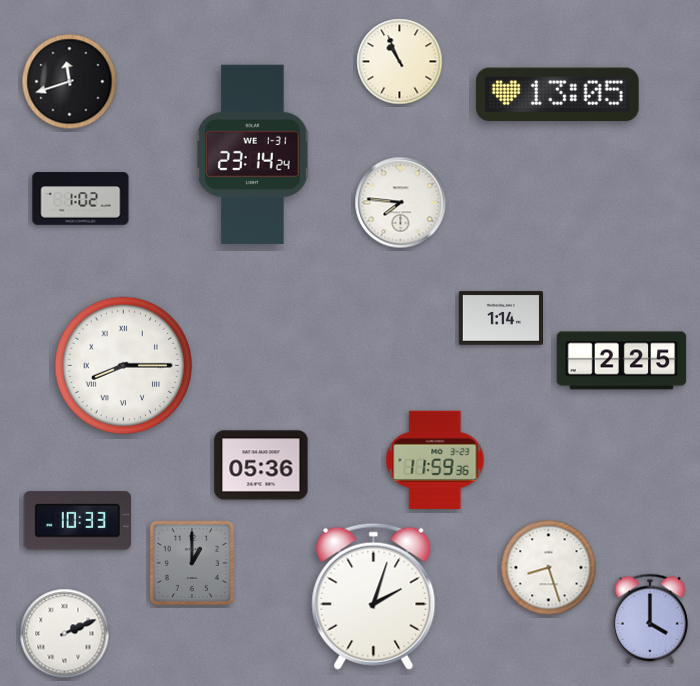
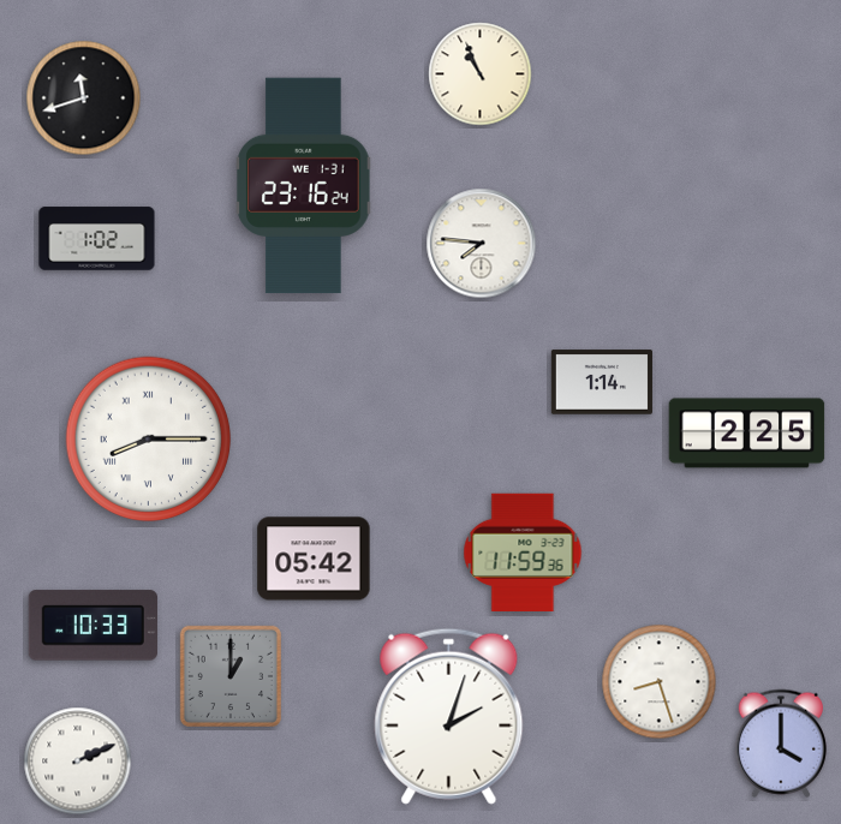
clock at (557, 95): 13:05 -> none
clock at (253, 155): 23:14 -> 23:16
clock at (261, 465): 05:36 -> 05:42
